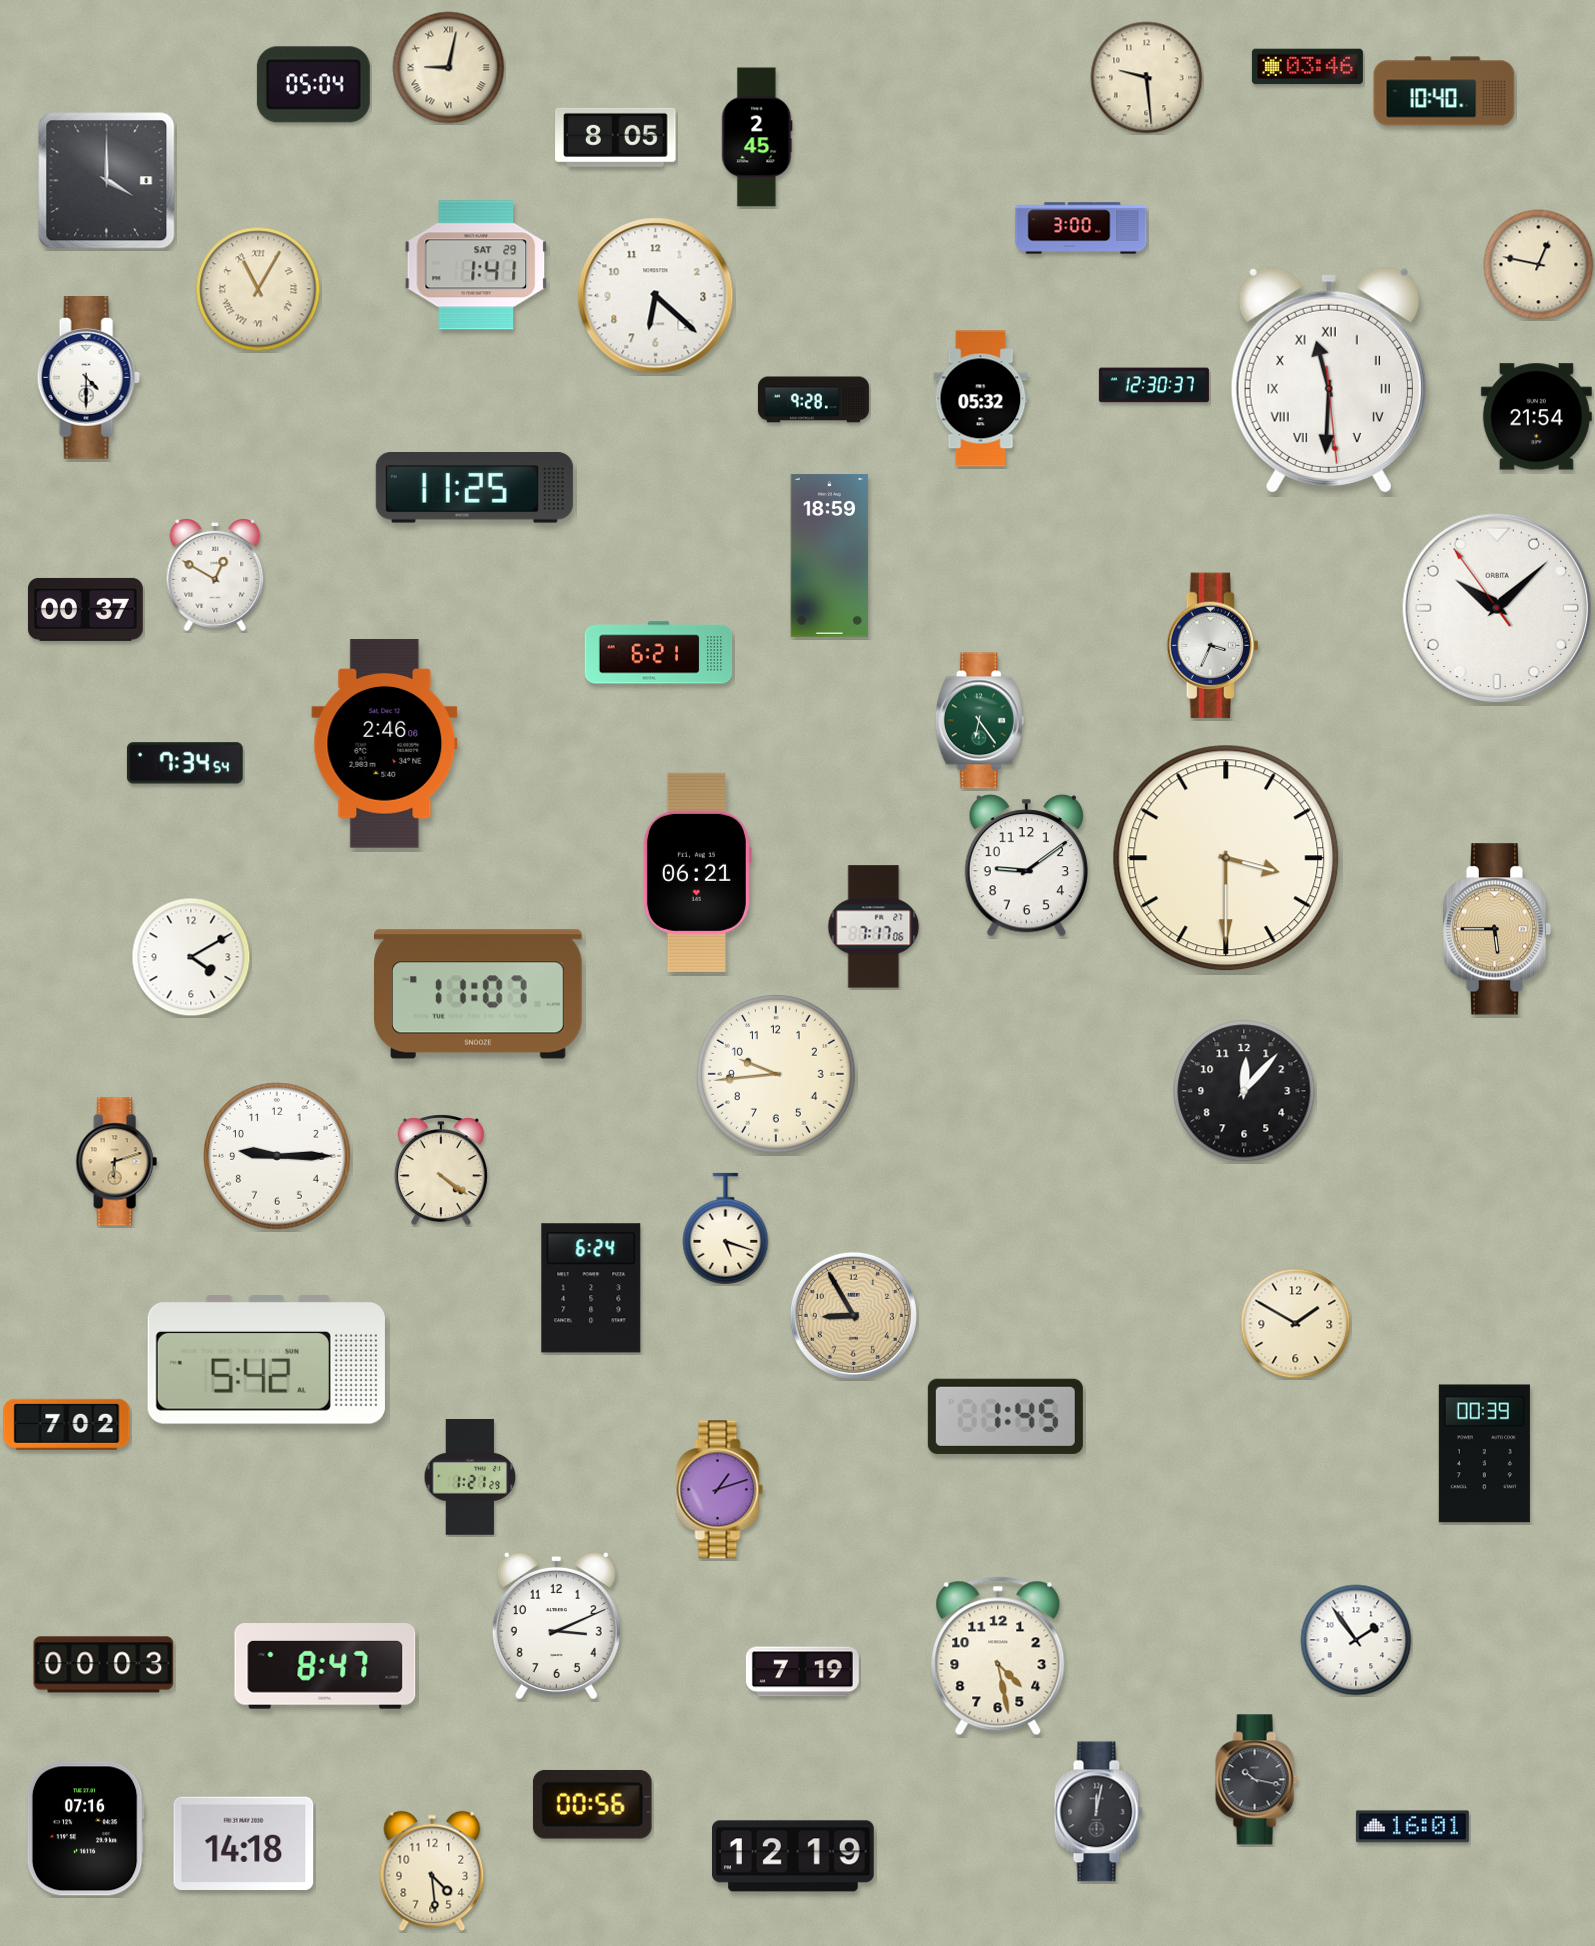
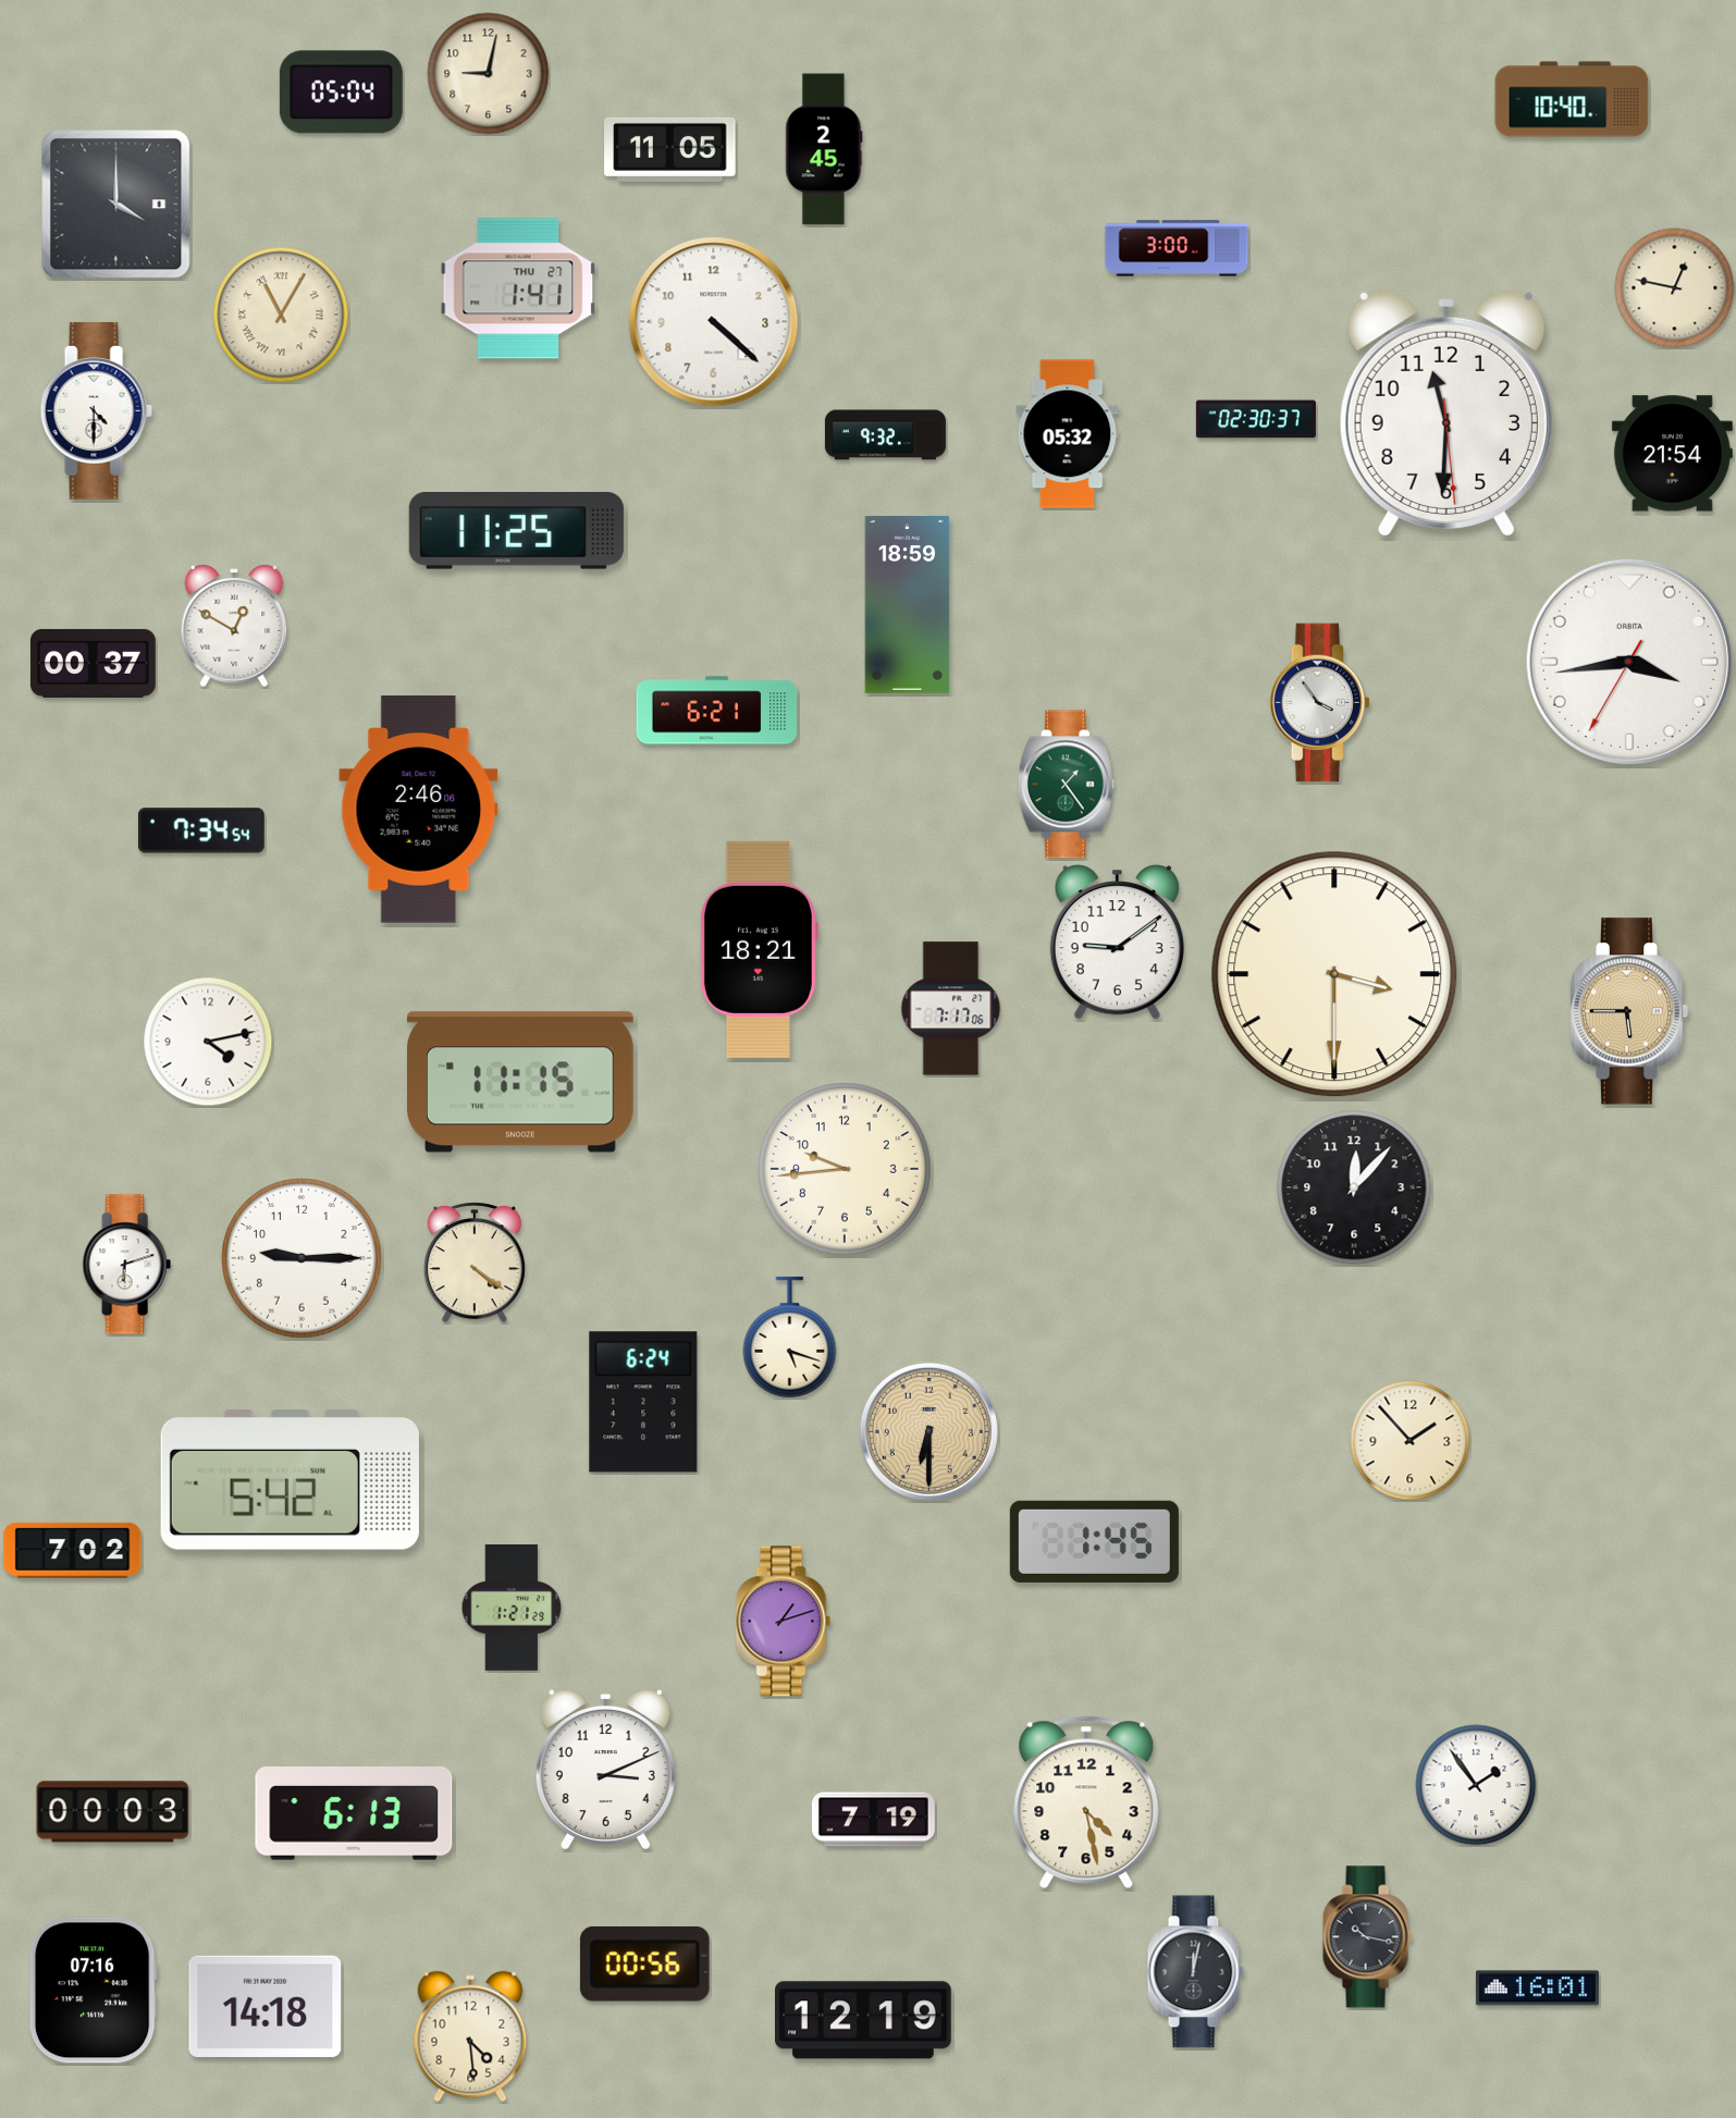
clock at (1307, 67): 03:46 -> none
clock at (449, 68) numerals: Roman -> Arabic
clock at (1147, 78): 9:29 -> none
clock at (616, 137): 8:05 -> 11:05
clock at (107, 181) position: (107, 181) -> (116, 205)
clock at (476, 265) date: SAT 29 -> THU 27
clock at (656, 296): 6:22 -> 4:22
clock at (1329, 380) numerals: Roman -> Arabic
clock at (1154, 385): 12:30 -> 02:30
clock at (813, 400): 9:28 -> 9:32
clock at (830, 556) position: (830, 556) -> (908, 605)
clock at (1497, 608): 10:07 -> 3:43
clock at (1213, 646): 3:34 -> 3:54
clock at (979, 721): 6:24 -> 1:24
clock at (1226, 858) position: (1226, 858) -> (1334, 974)
clock at (697, 872): 06:21 -> 18:21
clock at (191, 957): 4:10 -> 4:13
clock at (478, 994): 11:07 -> 11:15
clock at (116, 1162) dial: champagne -> white
clock at (441, 1170) position: (441, 1170) -> (475, 1263)
clock at (853, 1315): 8:55 -> 6:30
clock at (1296, 1324): 1:50 -> 1:53
clock at (1484, 1454): 00:39 -> none
clock at (325, 1666): 8:47 -> 6:13
